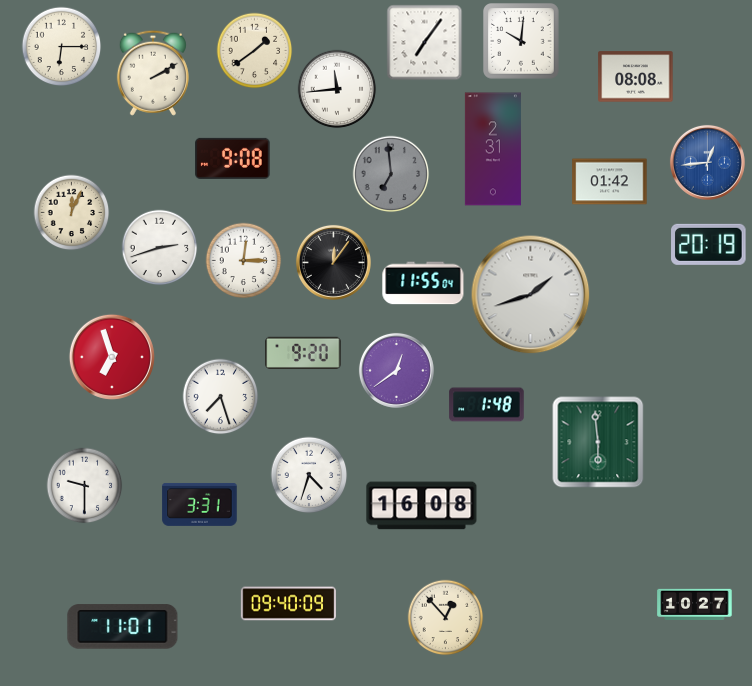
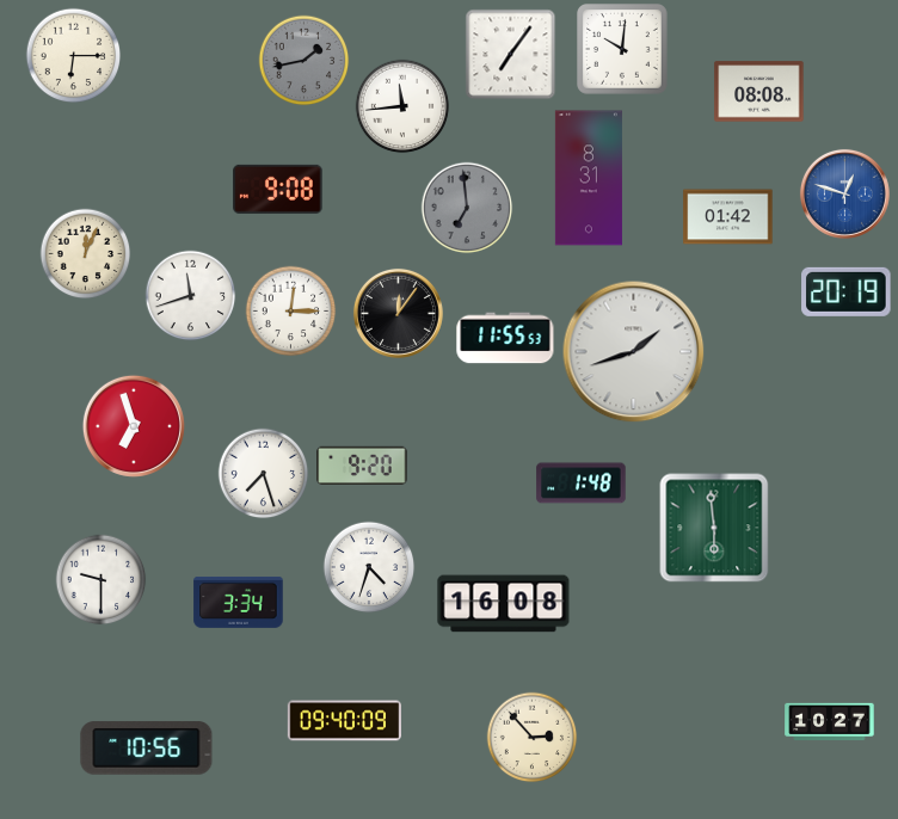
clock at (425, 43) position: (425, 43) -> (511, 55)
clock at (255, 51): 1:39 -> 1:43
clock at (255, 51) dial: cream -> grey
clock at (153, 73): 2:10 -> none
clock at (493, 149): 2:31 -> 8:31
clock at (707, 162): 12:44 -> 12:48
clock at (160, 248): 2:42 -> 11:42
clock at (423, 283): 11:55:04 -> 11:55:53
clock at (303, 352) position: (303, 352) -> (362, 464)
clock at (396, 370): 12:39 -> none
clock at (200, 504): 3:31 -> 3:34
clock at (446, 618): 12:53 -> 2:53
clock at (123, 627): 11:01 -> 10:56
